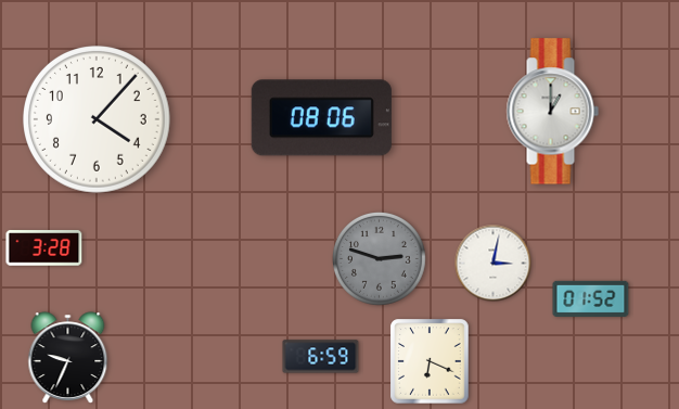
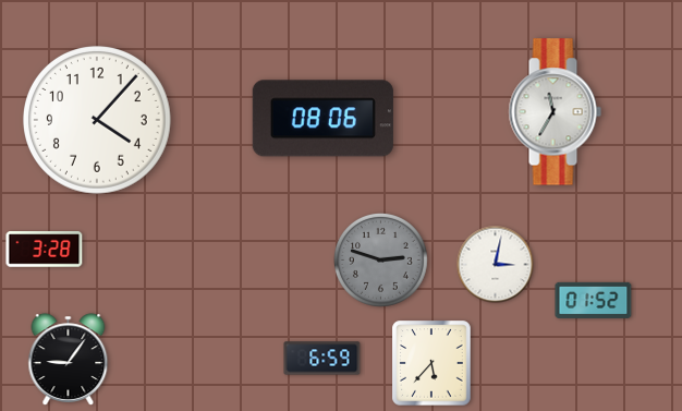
clock at (552, 112): 1:00 -> 11:35
clock at (68, 358): 9:34 -> 9:06
clock at (430, 361): 6:19 -> 5:37
